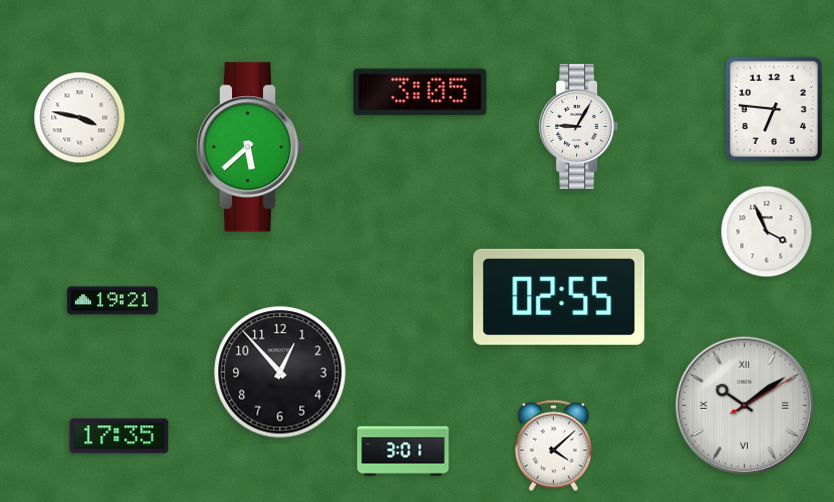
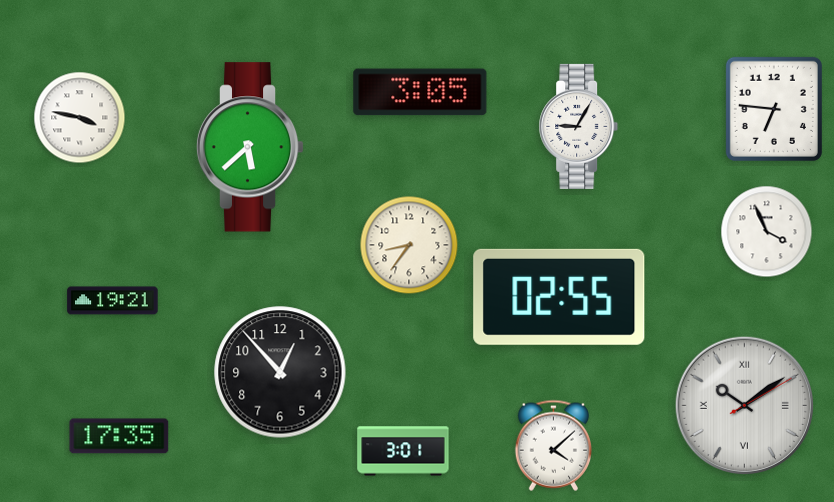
clock at (409, 245): none -> 8:36
